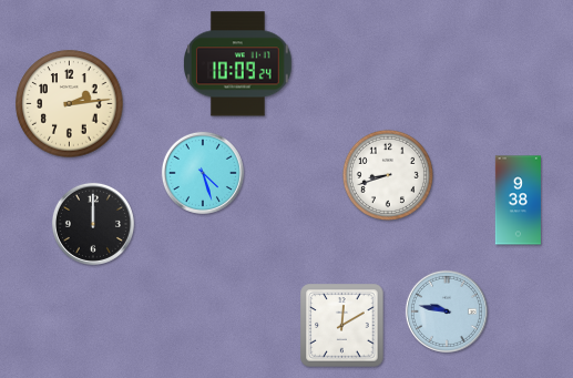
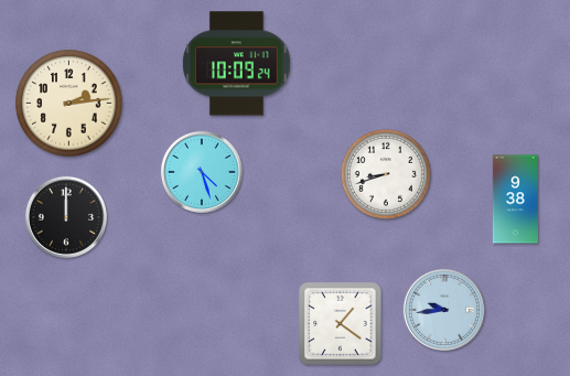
clock at (93, 224) position: (93, 224) -> (66, 217)
clock at (447, 311): 9:47 -> 9:44
clock at (342, 326): 12:10 -> 1:21
